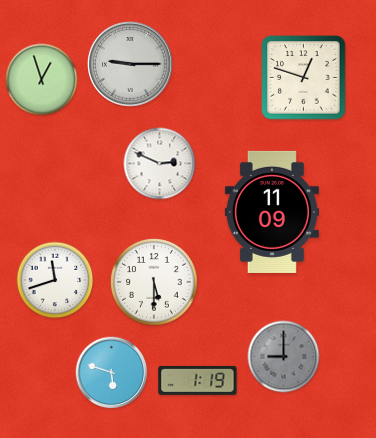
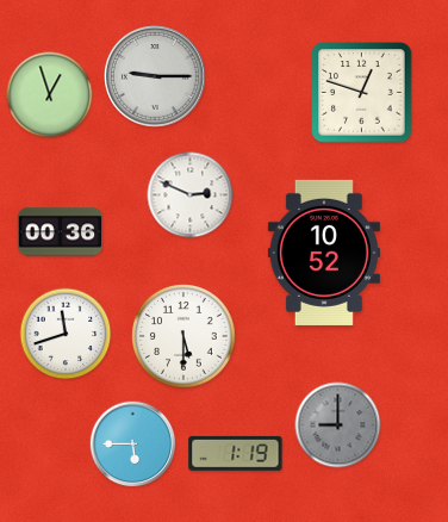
clock at (61, 232): none -> 00:36
clock at (272, 212): 11:09 -> 10:52
clock at (112, 373): 5:48 -> 5:45
